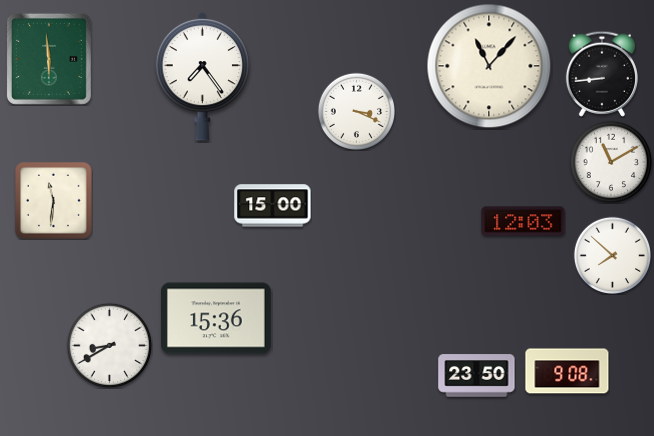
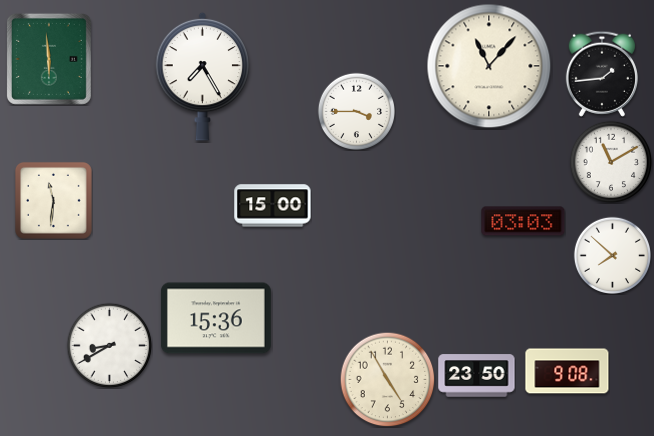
clock at (602, 74): 8:44 -> 1:44
clock at (203, 76): 7:24 -> 7:25
clock at (356, 111): 3:19 -> 3:45
clock at (523, 221): 12:03 -> 03:03
clock at (387, 379): none -> 4:55
